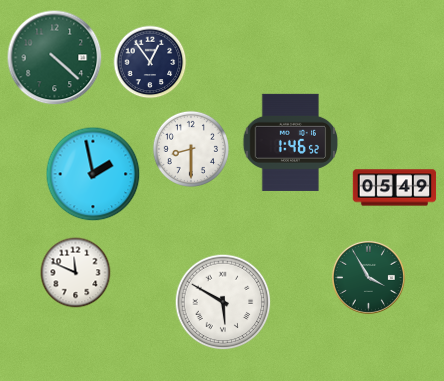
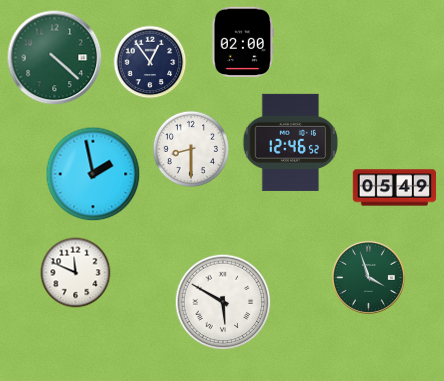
clock at (242, 41): none -> 02:00
clock at (291, 142): 1:46 -> 12:46
clock at (368, 277): 3:55 -> 3:57
